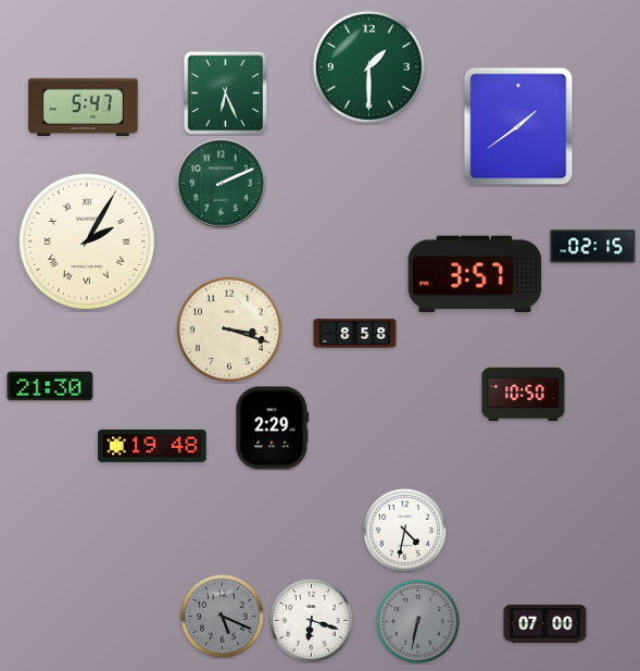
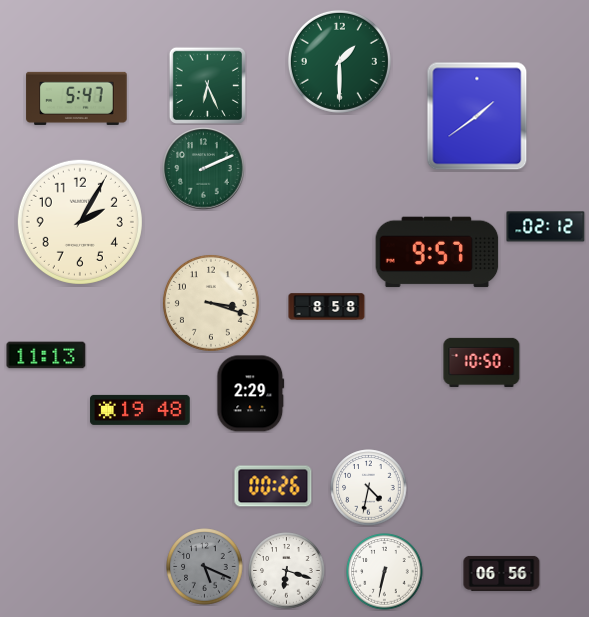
clock at (87, 241) numerals: Roman -> Arabic
clock at (593, 247): 02:15 -> 02:12
clock at (475, 274): 3:57 -> 9:57
clock at (50, 386): 21:30 -> 11:13
clock at (273, 486): none -> 00:26
clock at (405, 531) position: (405, 531) -> (369, 488)
clock at (418, 622) dial: grey -> white
clock at (545, 623): 07:00 -> 06:56
